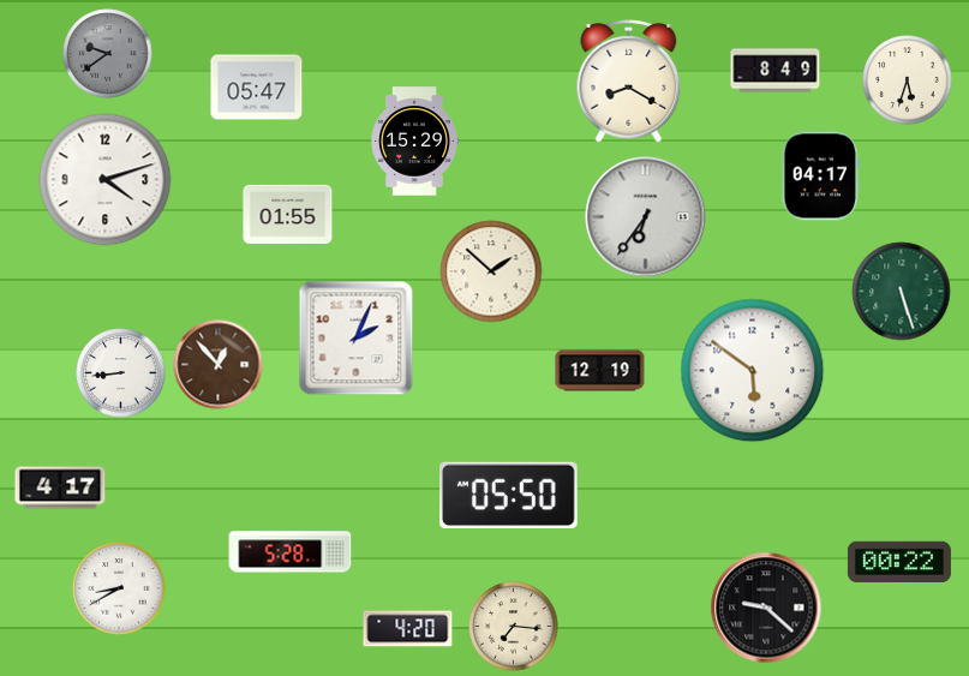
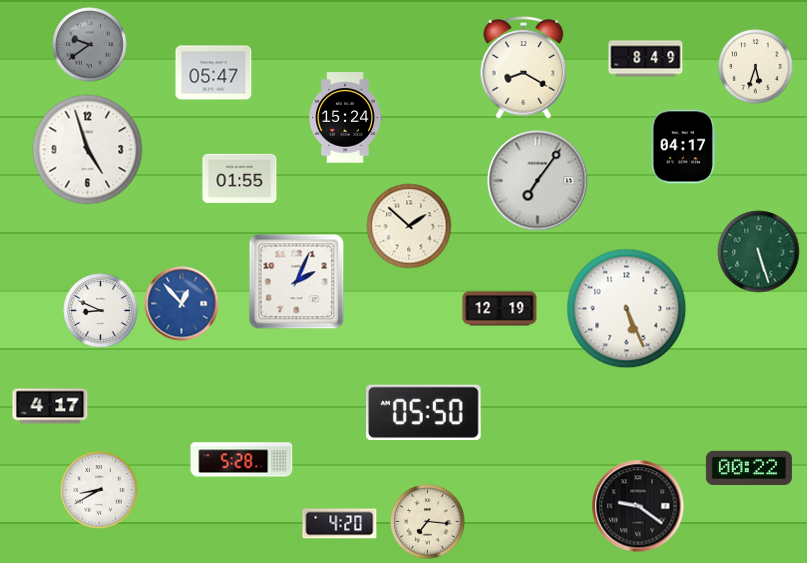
clock at (414, 142): 15:29 -> 15:24
clock at (106, 180): 4:12 -> 4:57
clock at (646, 217): 6:36 -> 7:06
clock at (902, 292) position: (902, 292) -> (759, 252)
clock at (219, 365) dial: brown -> blue
clock at (753, 371): 5:51 -> 5:26
clock at (121, 373): 8:44 -> 8:49
clock at (766, 608): 9:22 -> 9:21
